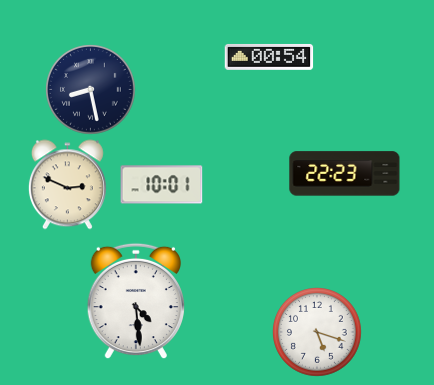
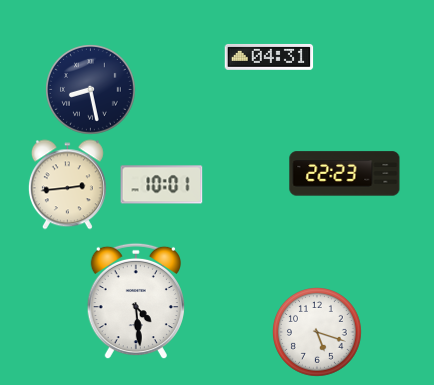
clock at (269, 57): 00:54 -> 04:31
clock at (67, 185): 2:49 -> 2:44
